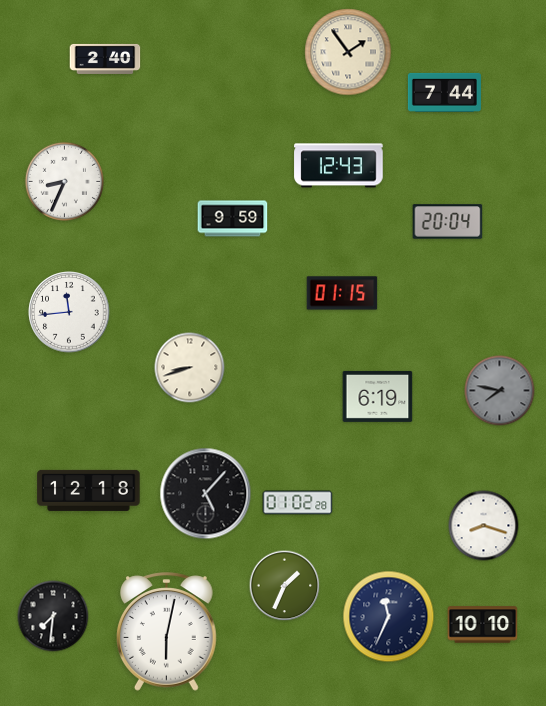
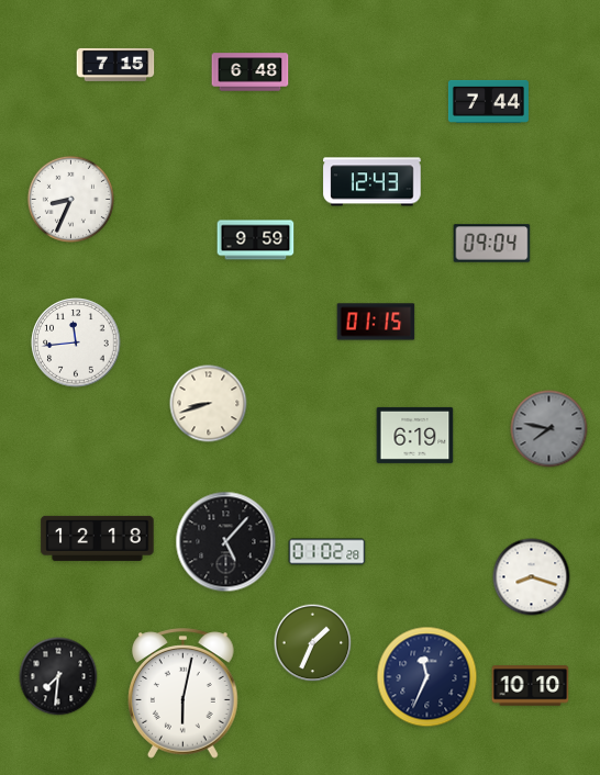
clock at (348, 52): 1:54 -> none
clock at (105, 59): 2:40 -> 7:15
clock at (251, 72): none -> 6:48
clock at (448, 222): 20:04 -> 09:04
